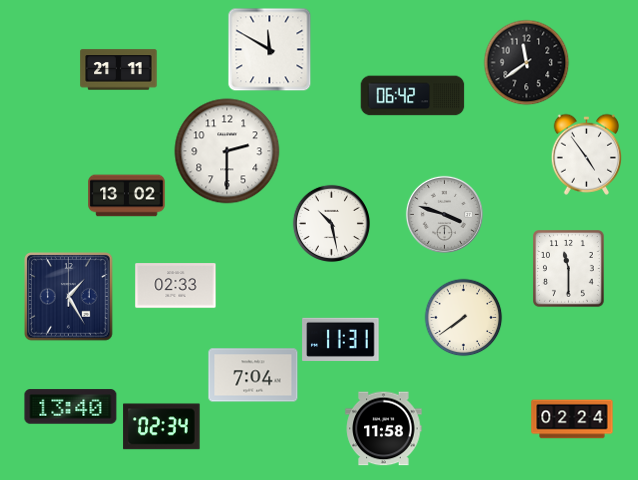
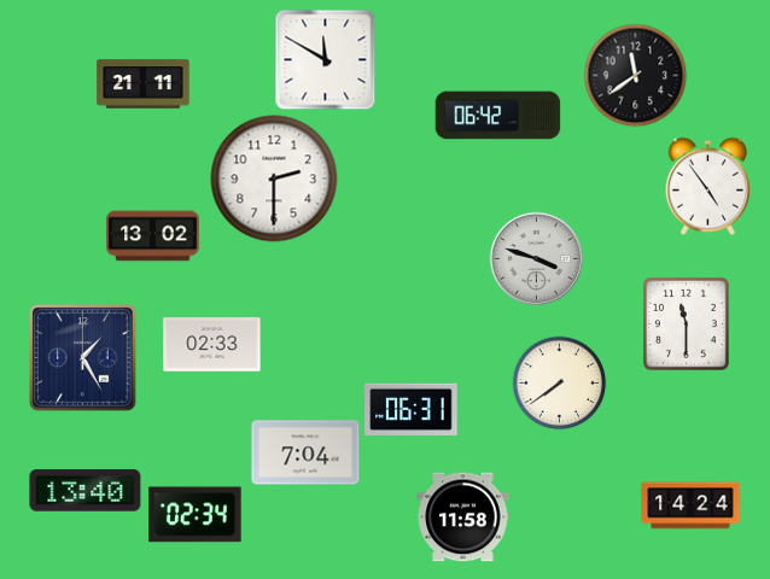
clock at (227, 151) position: (227, 151) -> (274, 179)
clock at (331, 223): 10:28 -> none
clock at (341, 339): 11:31 -> 06:31
clock at (572, 419): 02:24 -> 14:24
